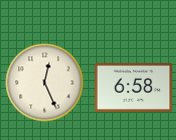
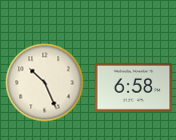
clock at (44, 82): 12:26 -> 10:26
